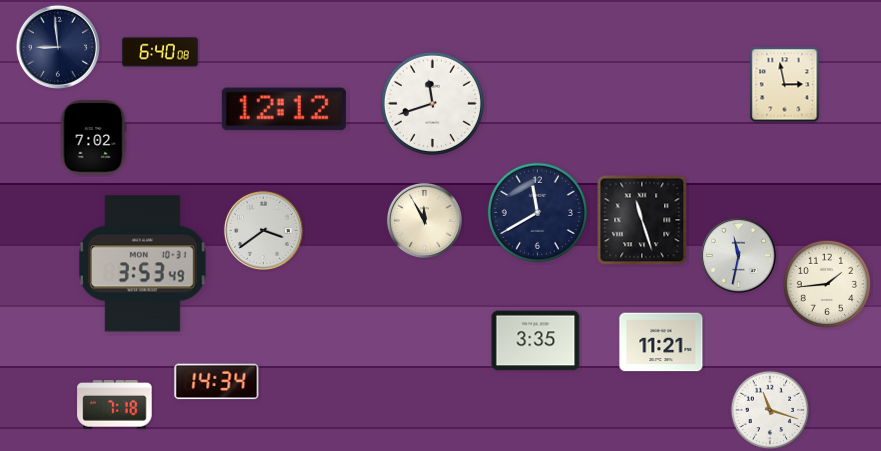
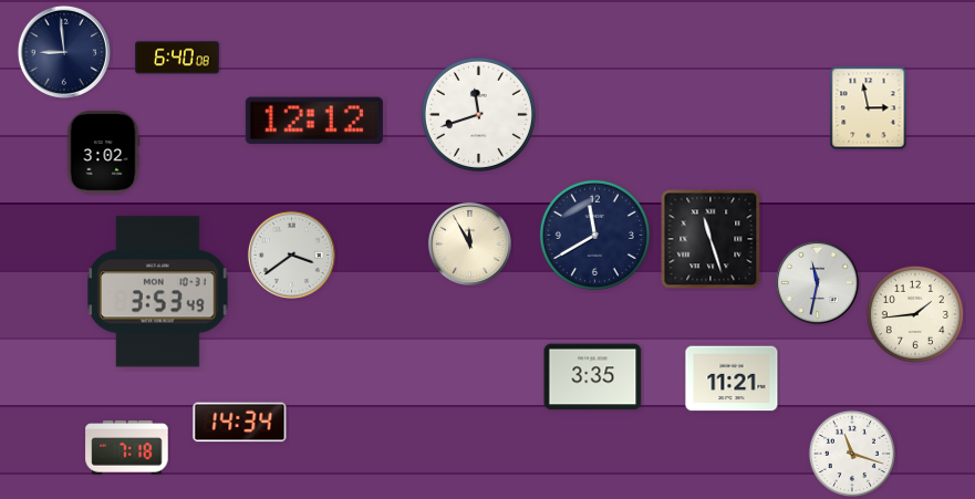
clock at (785, 85) position: (785, 85) -> (869, 108)
clock at (93, 138): 7:02 -> 3:02
clock at (642, 220) position: (642, 220) -> (710, 239)
